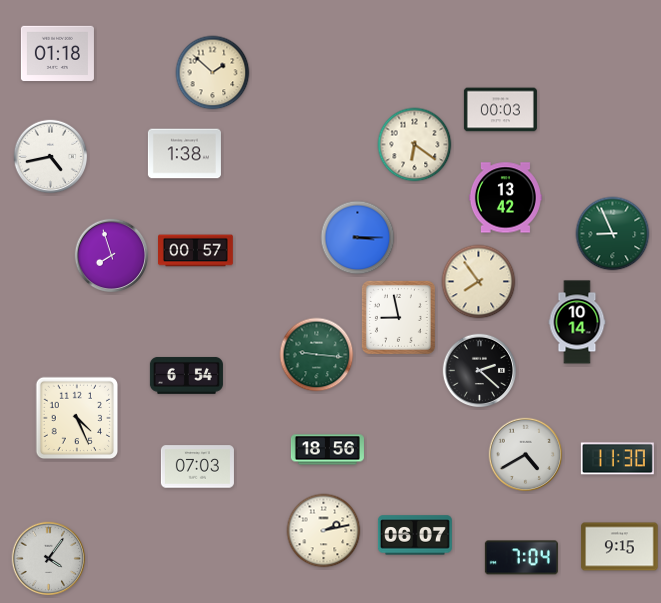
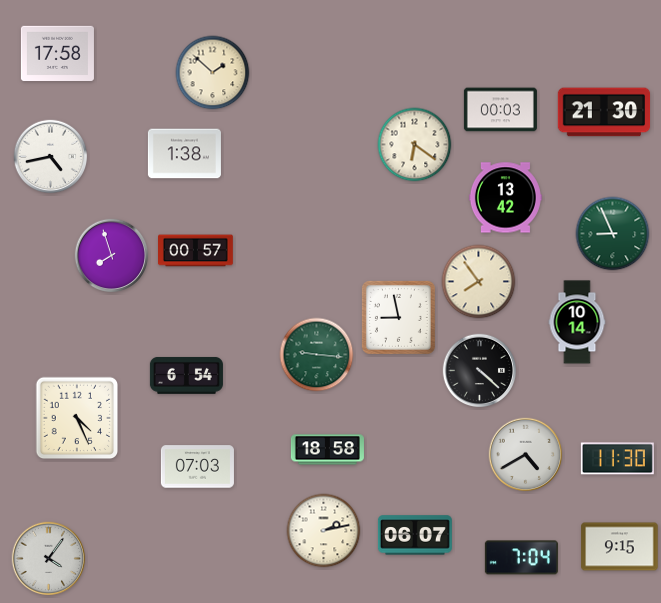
clock at (57, 54): 01:18 -> 17:58
clock at (604, 112): none -> 21:30
clock at (358, 238): 3:15 -> none
clock at (480, 371): 2:22 -> 4:22
clock at (327, 450): 18:56 -> 18:58
